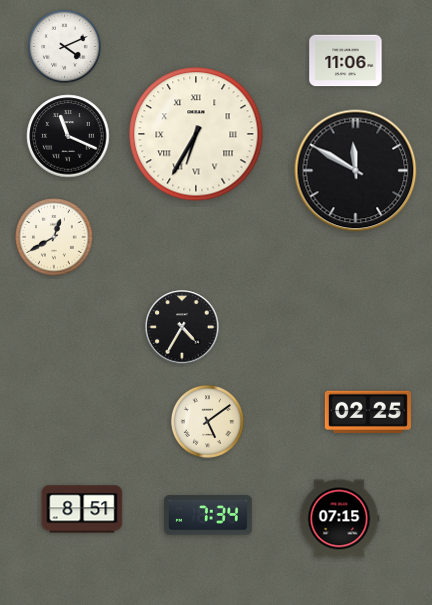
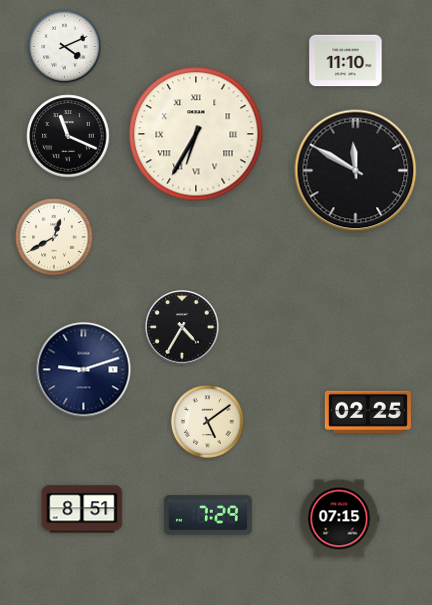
clock at (346, 61): 11:06 -> 11:10
clock at (84, 370): none -> 9:12
clock at (209, 515): 7:34 -> 7:29
